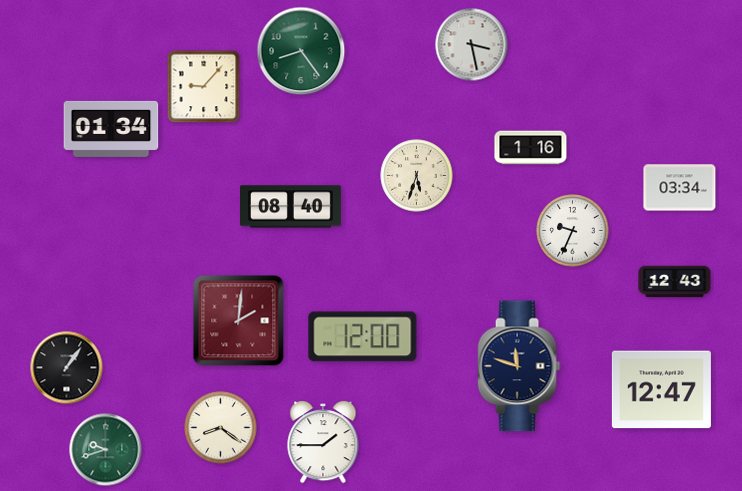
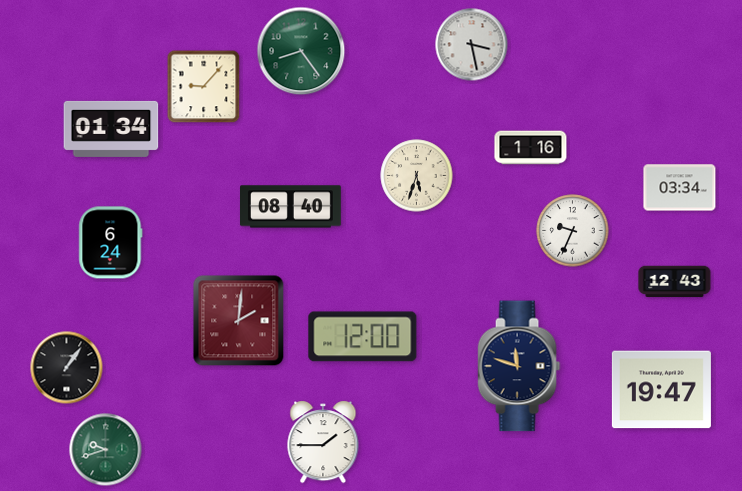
clock at (111, 243): none -> 6:24
clock at (661, 390): 12:47 -> 19:47
clock at (221, 428): 8:21 -> none
